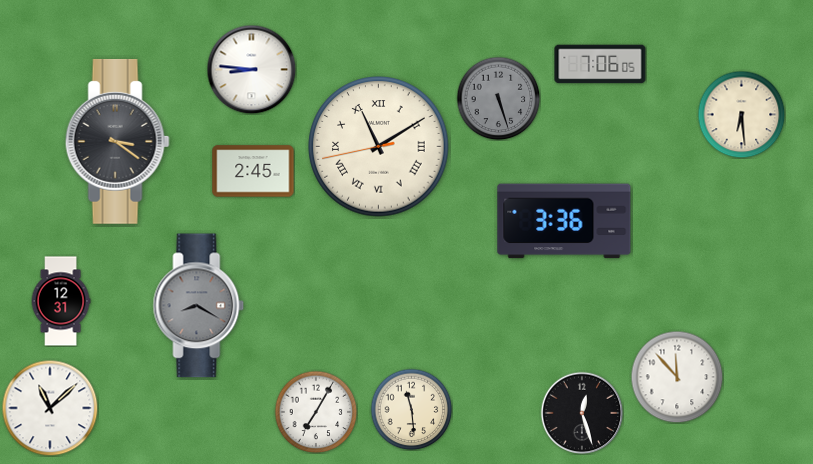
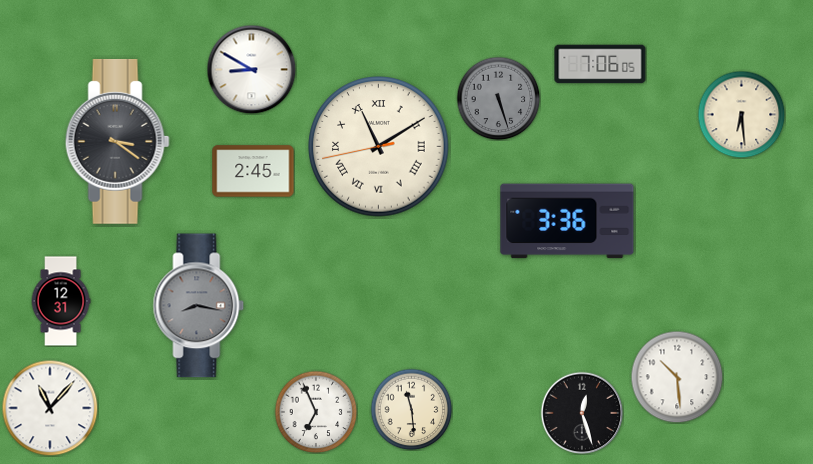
clock at (251, 69): 8:46 -> 8:50
clock at (564, 221) position: (564, 221) -> (567, 221)
clock at (199, 306): 8:20 -> 8:17
clock at (677, 377): 11:53 -> 10:29
clock at (50, 408): 11:08 -> 11:07
clock at (316, 412): 7:05 -> 6:56
